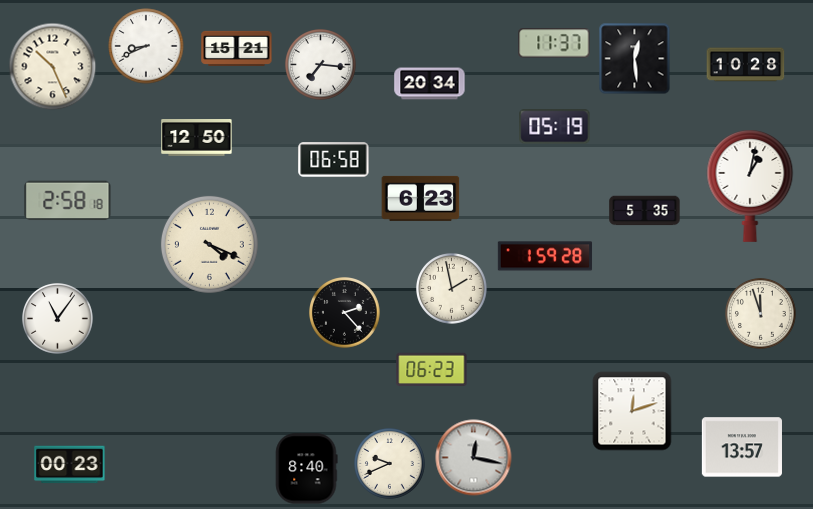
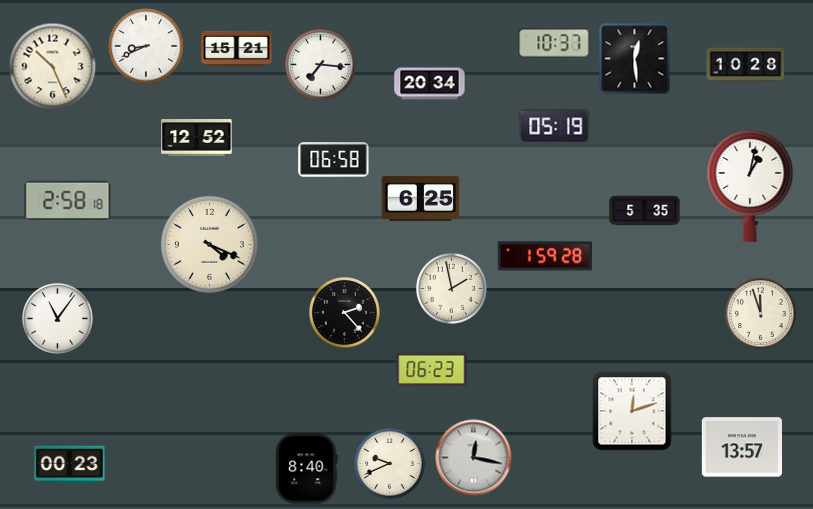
clock at (554, 43): 11:37 -> 10:37
clock at (197, 138): 12:50 -> 12:52
clock at (421, 198): 6:23 -> 6:25
